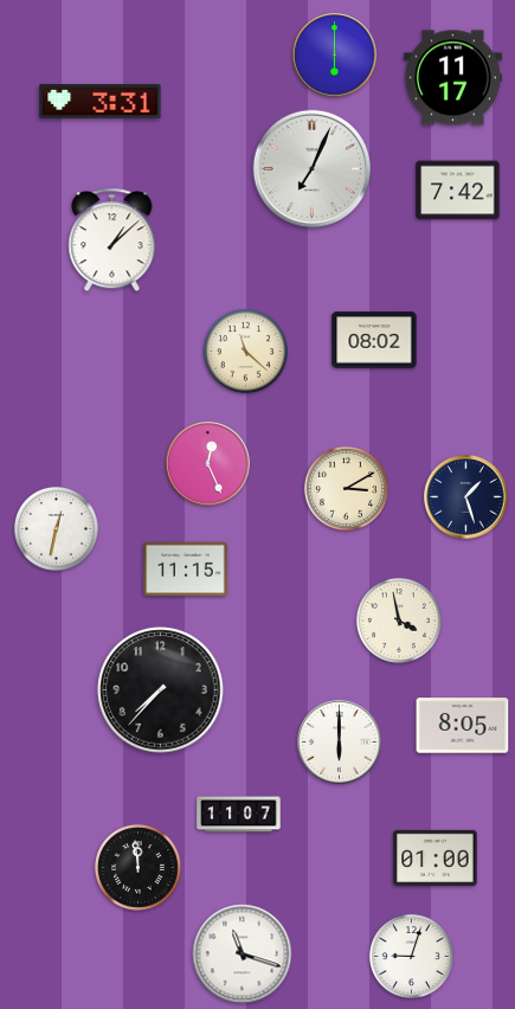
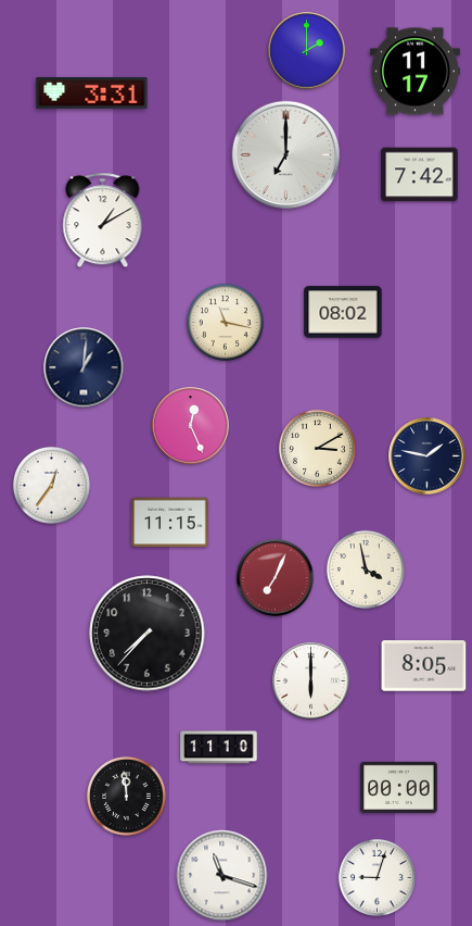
clock at (335, 56): 6:00 -> 2:00
clock at (311, 168): 7:04 -> 7:00
clock at (112, 240): 1:08 -> 1:10
clock at (245, 351): 11:22 -> 11:17
clock at (84, 367): none -> 1:01
clock at (466, 497): 1:27 -> 1:47
clock at (56, 528): 12:32 -> 12:36
clock at (276, 578): none -> 7:04
clock at (239, 815): 11:07 -> 11:10
clock at (436, 857): 01:00 -> 00:00
